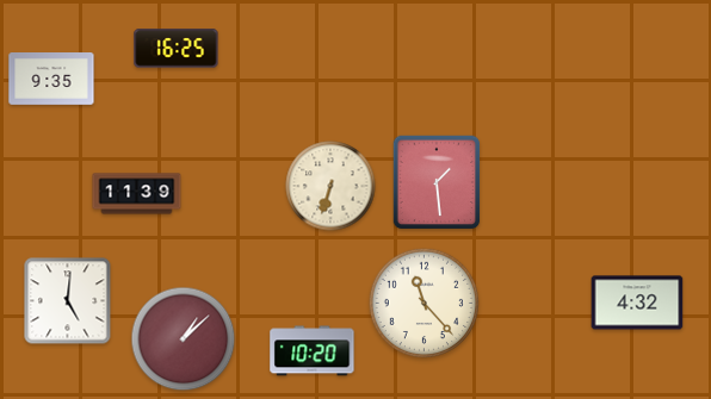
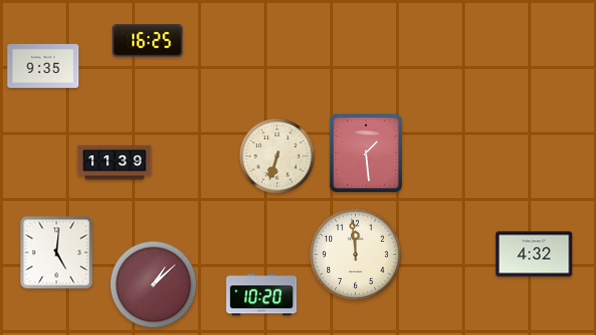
clock at (423, 303): 11:23 -> 11:59
